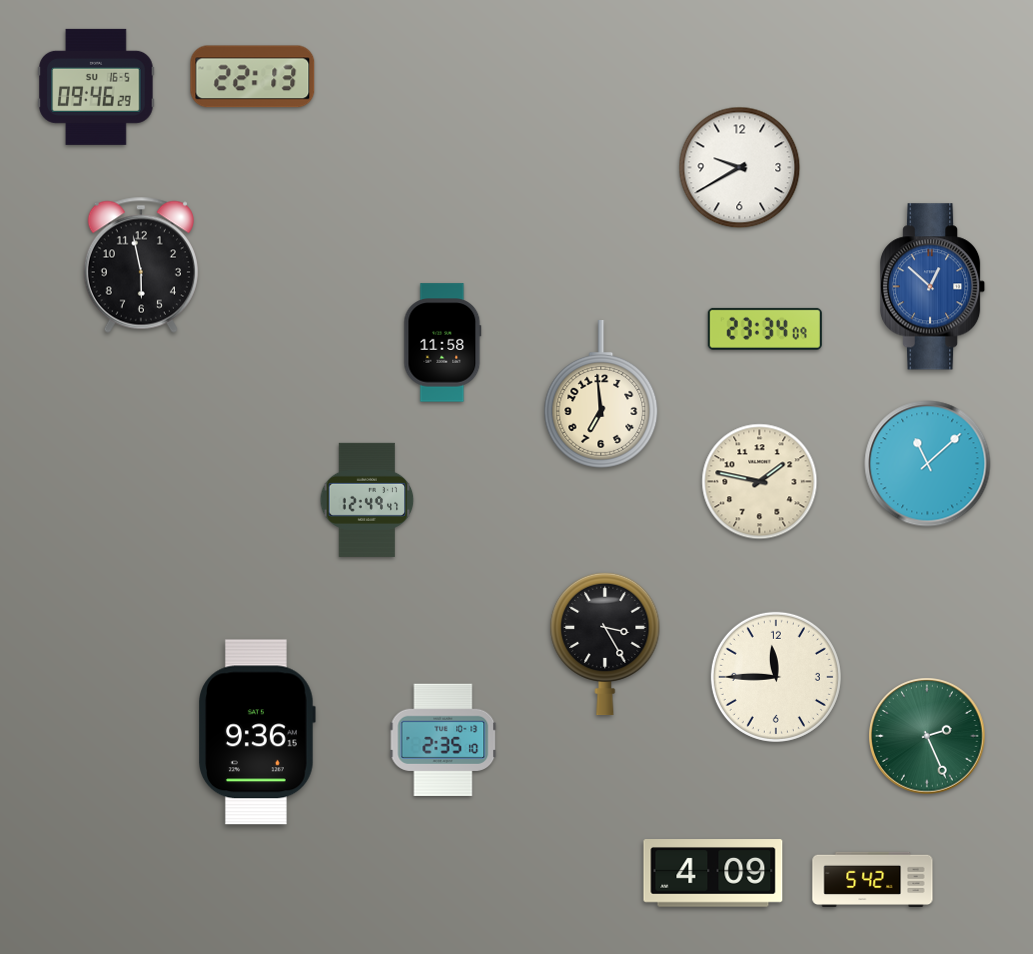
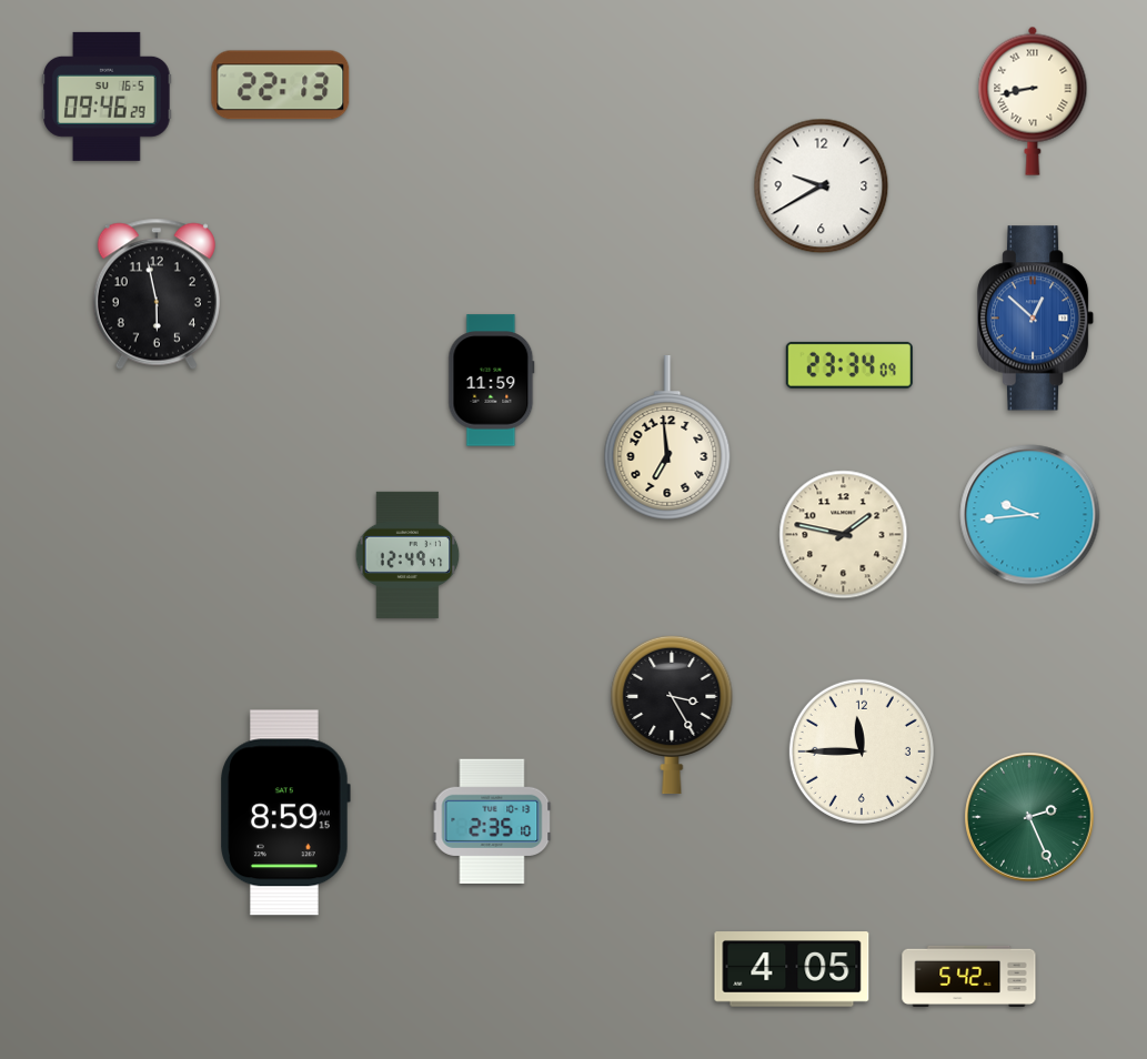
clock at (1033, 101): none -> 8:43
clock at (443, 343): 11:58 -> 11:59
clock at (928, 464): 11:08 -> 9:44
clock at (257, 732): 9:36 -> 8:59
clock at (713, 873): 4:09 -> 4:05
